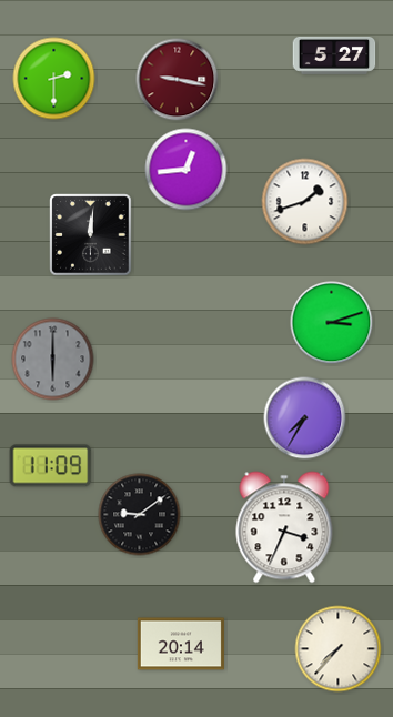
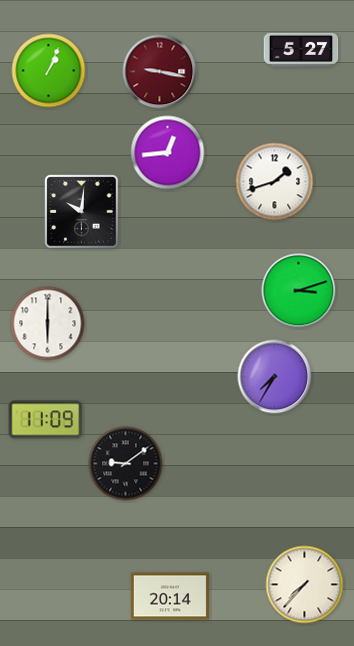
clock at (54, 79): 2:30 -> 1:04
clock at (91, 235): 12:01 -> 10:01
clock at (53, 360) dial: grey -> white
clock at (284, 527): 3:34 -> none
clock at (181, 644) position: (181, 644) -> (170, 596)
